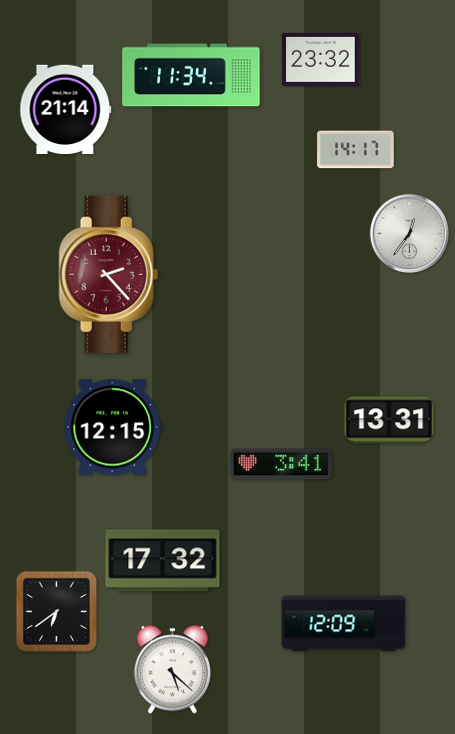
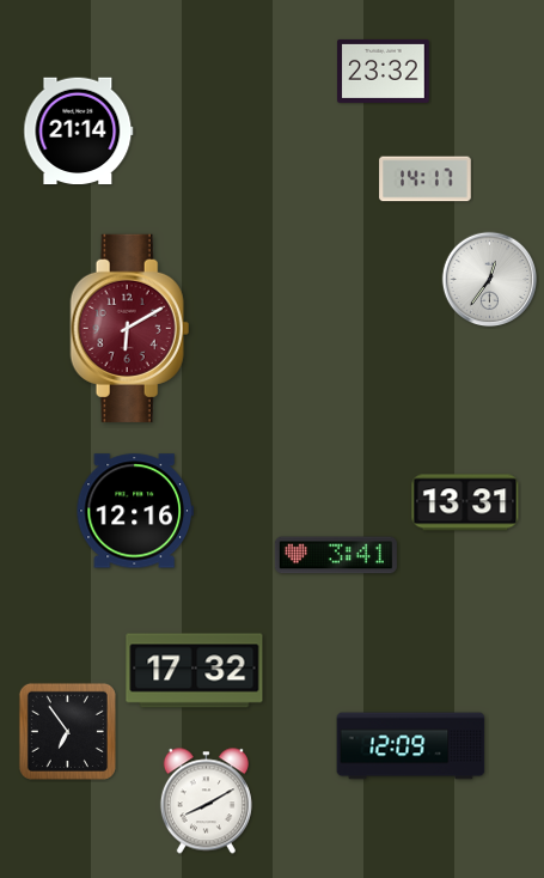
clock at (191, 75): 11:34 -> none
clock at (109, 274): 2:23 -> 6:10
clock at (112, 427): 12:15 -> 12:16
clock at (56, 611): 6:39 -> 6:54
clock at (172, 670): 5:22 -> 8:10
